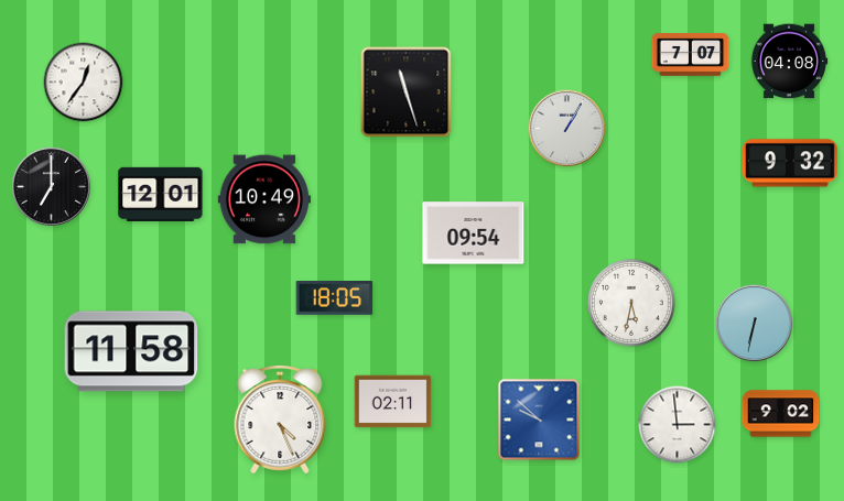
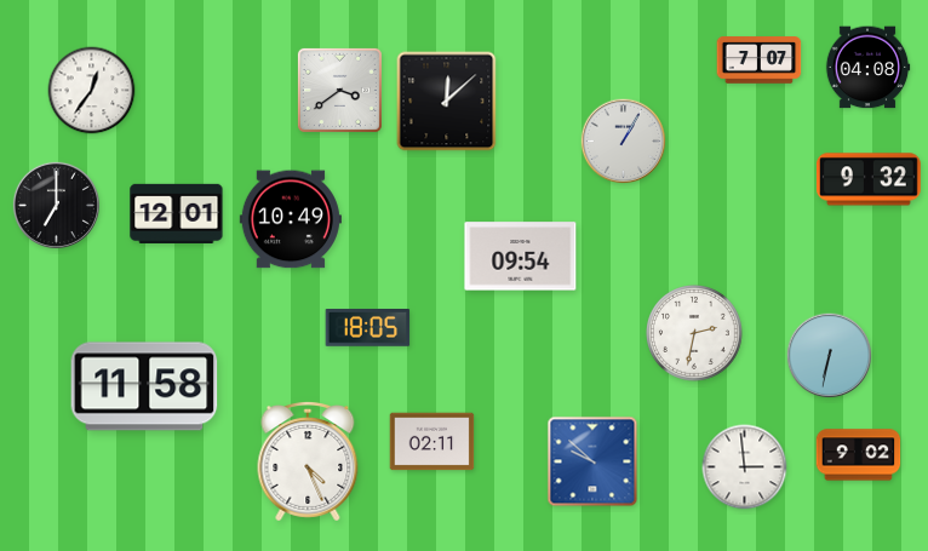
clock at (339, 90): none -> 3:39
clock at (407, 92): 11:27 -> 12:08
clock at (632, 304): 5:32 -> 2:32
